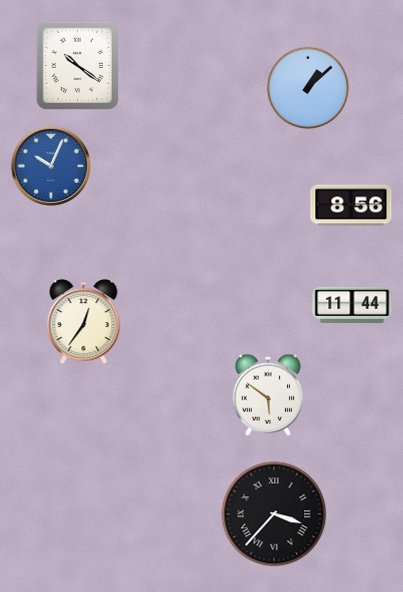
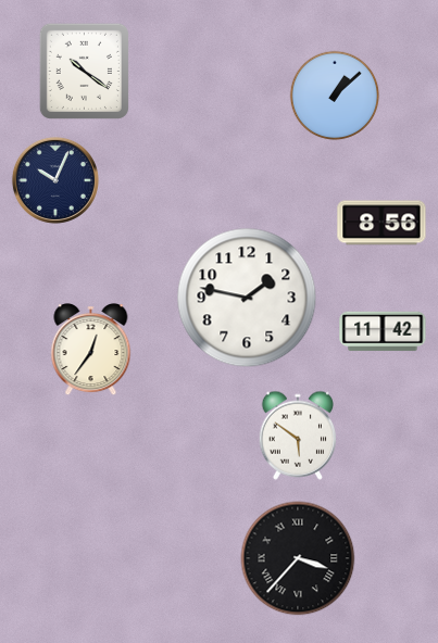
clock at (51, 166) dial: blue -> navy
clock at (247, 298): none -> 1:47
clock at (352, 305): 11:44 -> 11:42
clock at (268, 395) position: (268, 395) -> (298, 436)
